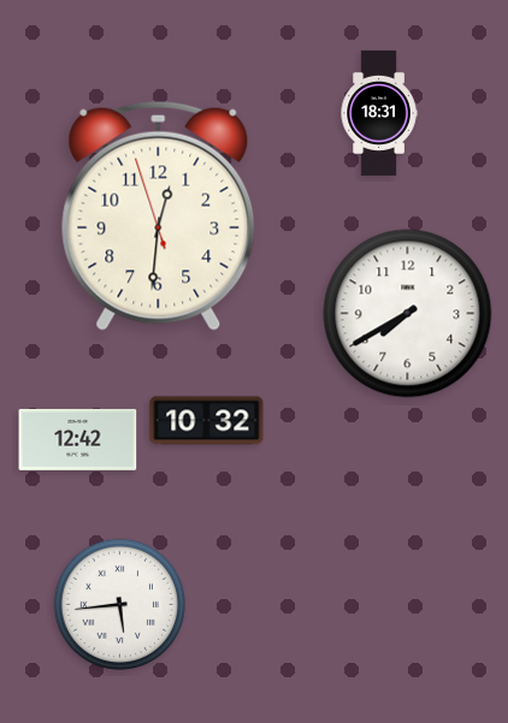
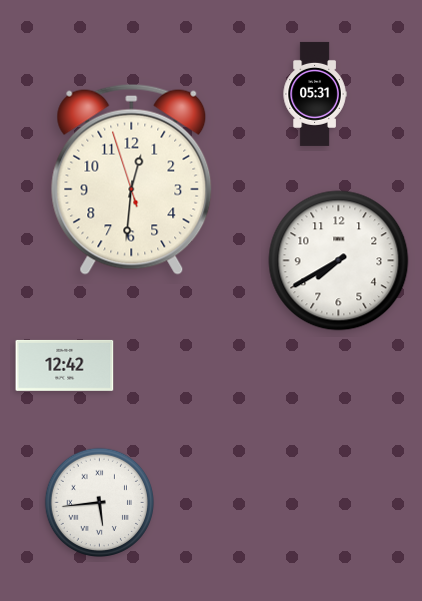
clock at (379, 113): 18:31 -> 05:31
clock at (207, 421): 10:32 -> none
